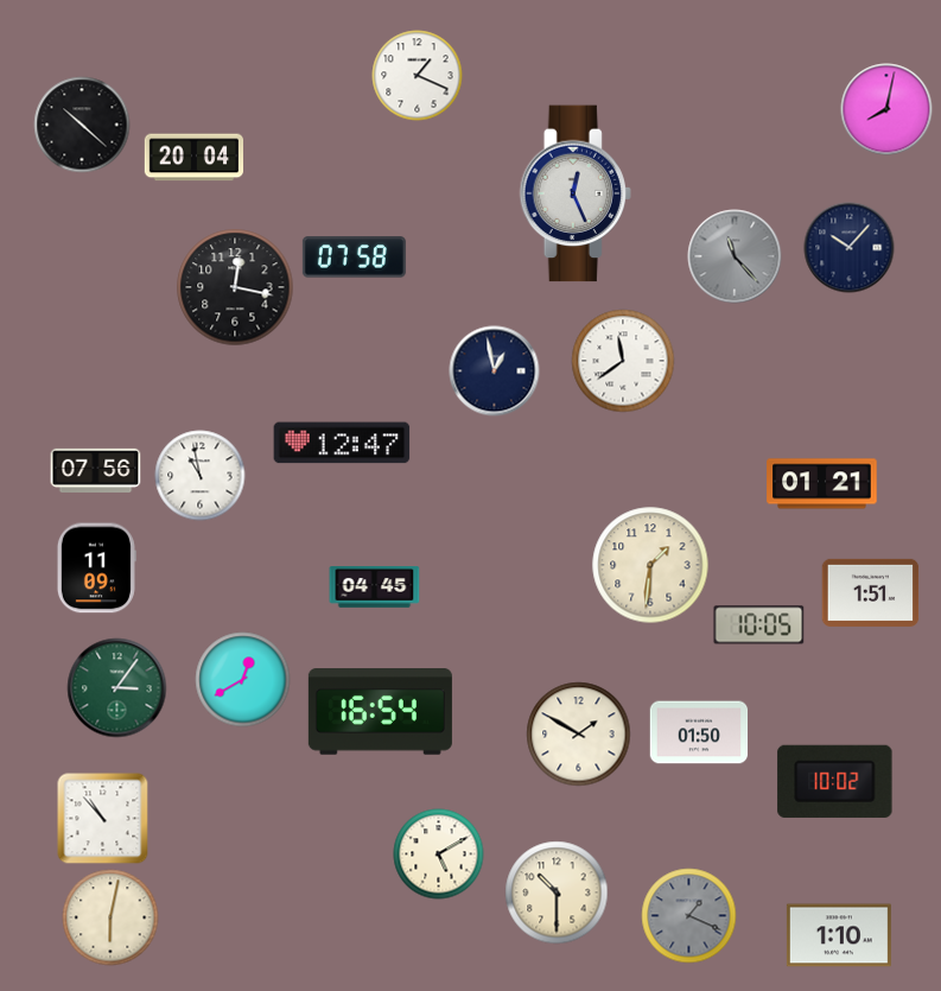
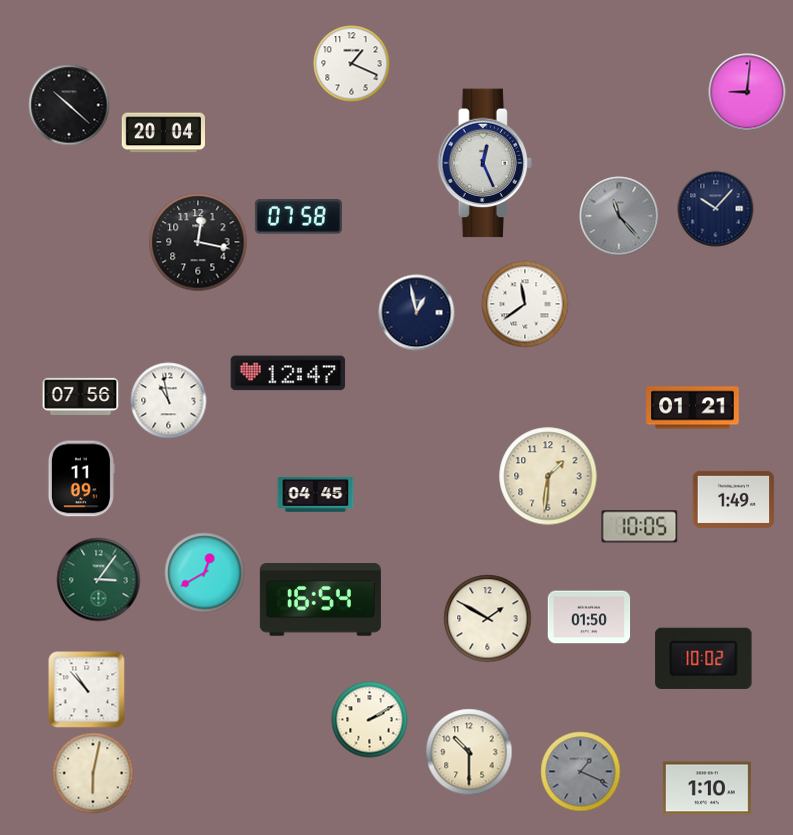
clock at (886, 109): 8:02 -> 9:01
clock at (871, 592): 1:51 -> 1:49
clock at (439, 855): 5:10 -> 2:10
